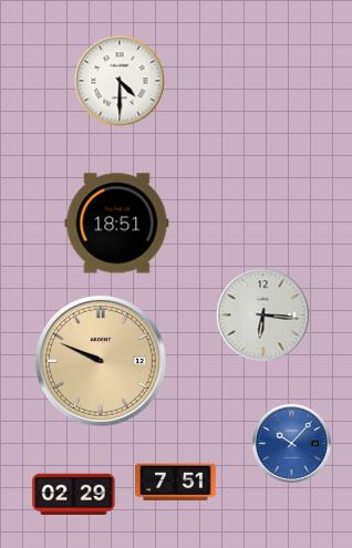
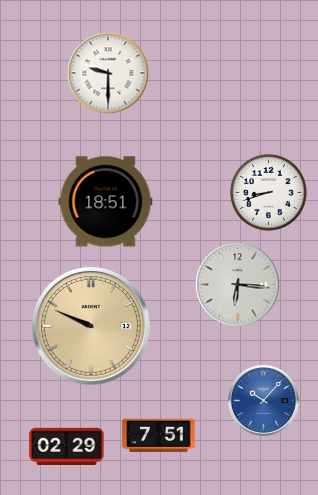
clock at (120, 81): 4:30 -> 9:30
clock at (268, 192): none -> 8:42
